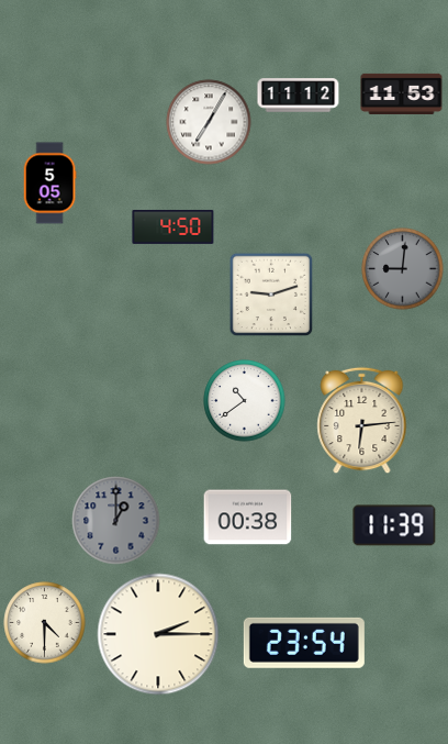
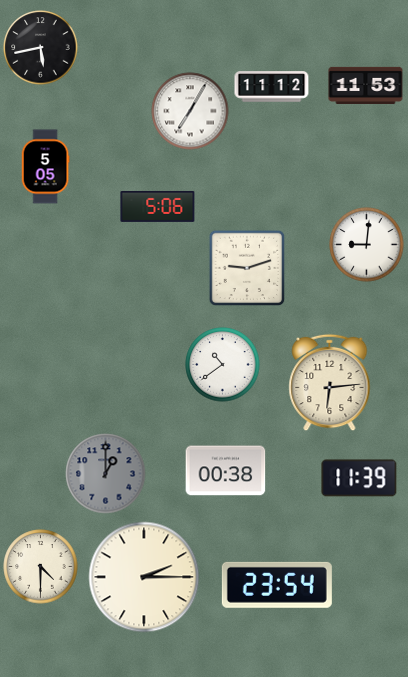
clock at (41, 48): none -> 5:43
clock at (173, 226): 4:50 -> 5:06
clock at (403, 269) dial: grey -> white
